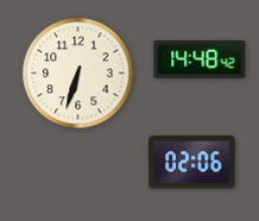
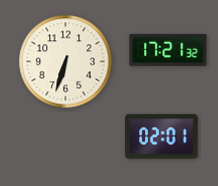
clock at (200, 59): 14:48 -> 17:21
clock at (192, 163): 02:06 -> 02:01
